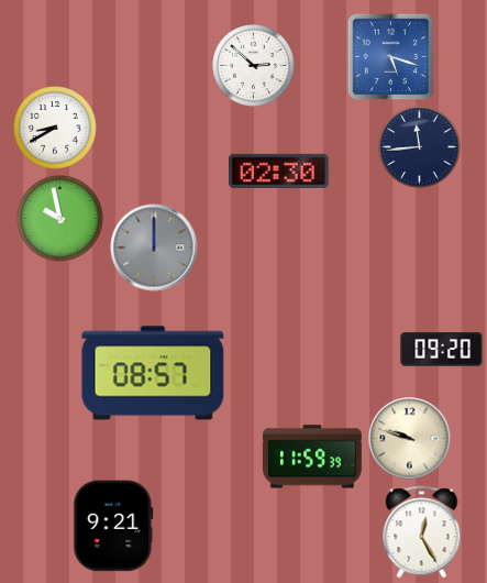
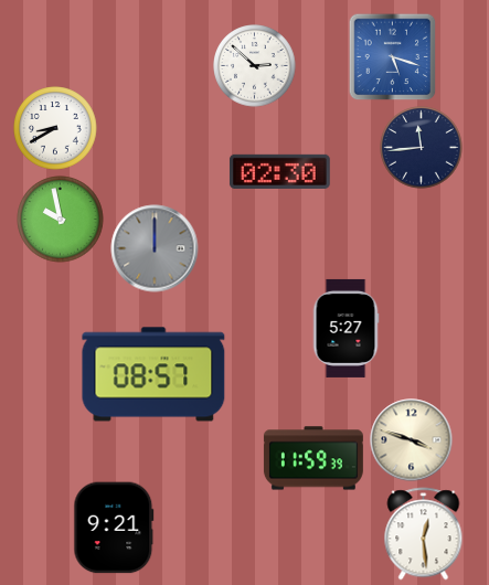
clock at (346, 328): none -> 5:27
clock at (442, 350): 09:20 -> none
clock at (410, 439): 9:48 -> 3:48
clock at (422, 532): 12:25 -> 12:29
